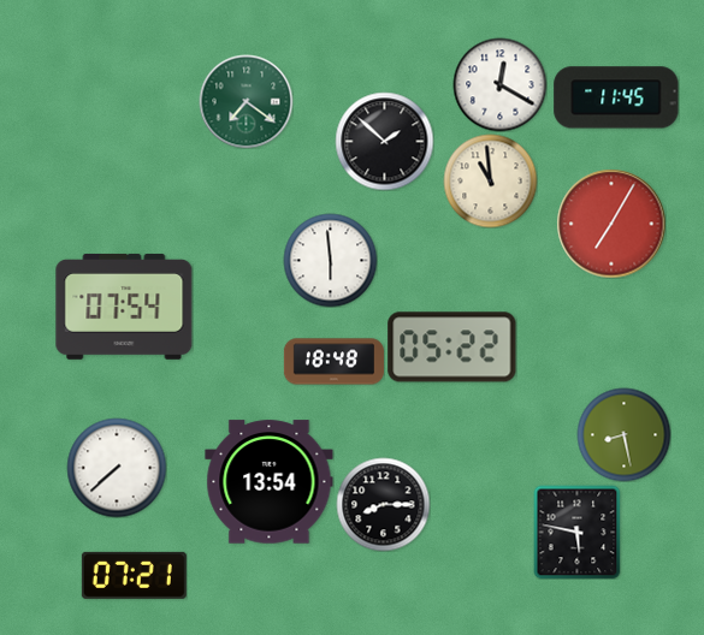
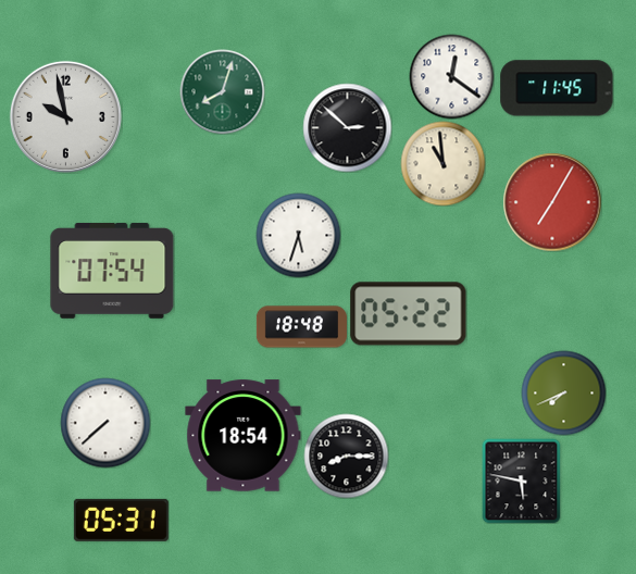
clock at (499, 84): 12:20 -> 12:21
clock at (245, 101): 7:21 -> 8:03
clock at (65, 116): none -> 9:58
clock at (384, 141): 1:52 -> 2:52
clock at (330, 260): 5:59 -> 5:33
clock at (124, 307) position: (124, 307) -> (112, 271)
clock at (623, 434): 8:28 -> 7:41
clock at (270, 482): 13:54 -> 18:54
clock at (134, 575): 07:21 -> 05:31
